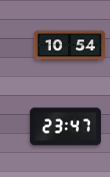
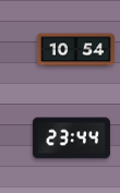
clock at (65, 127): 23:47 -> 23:44
